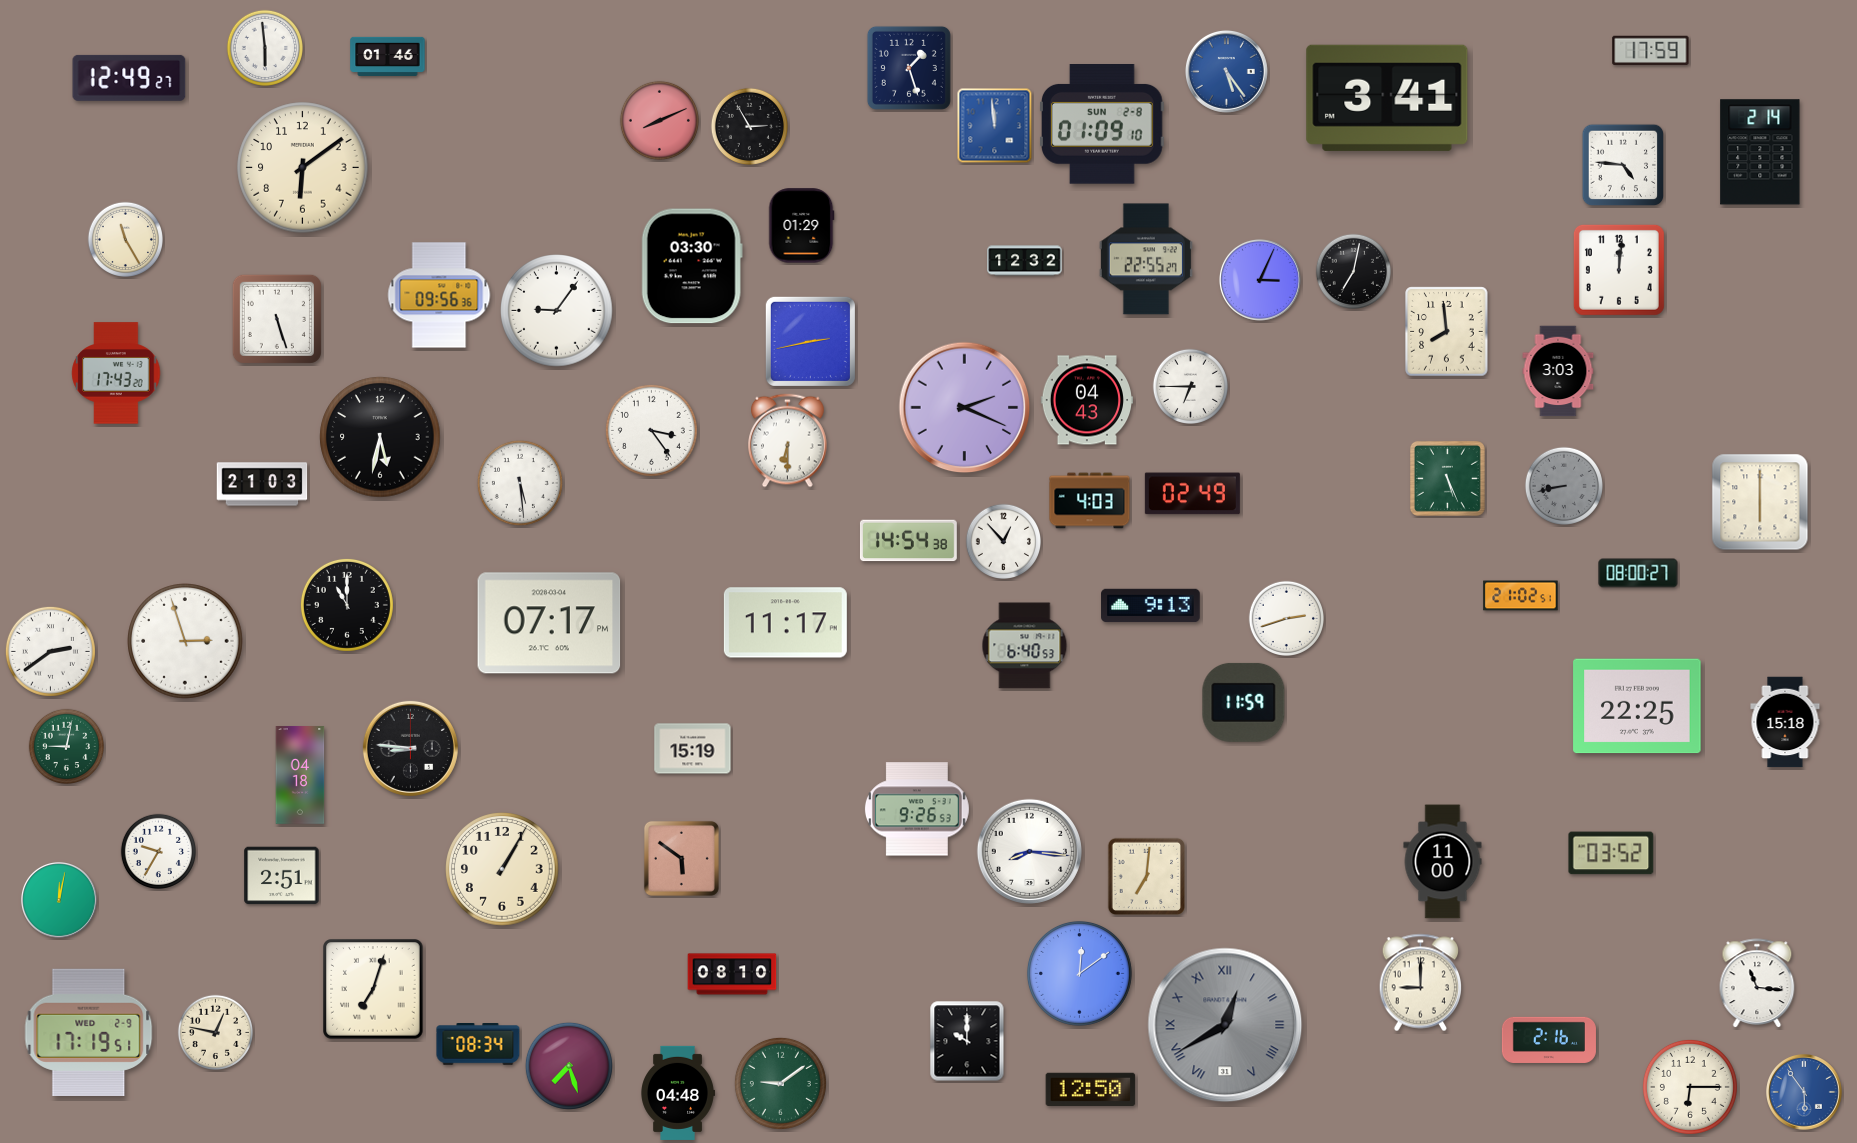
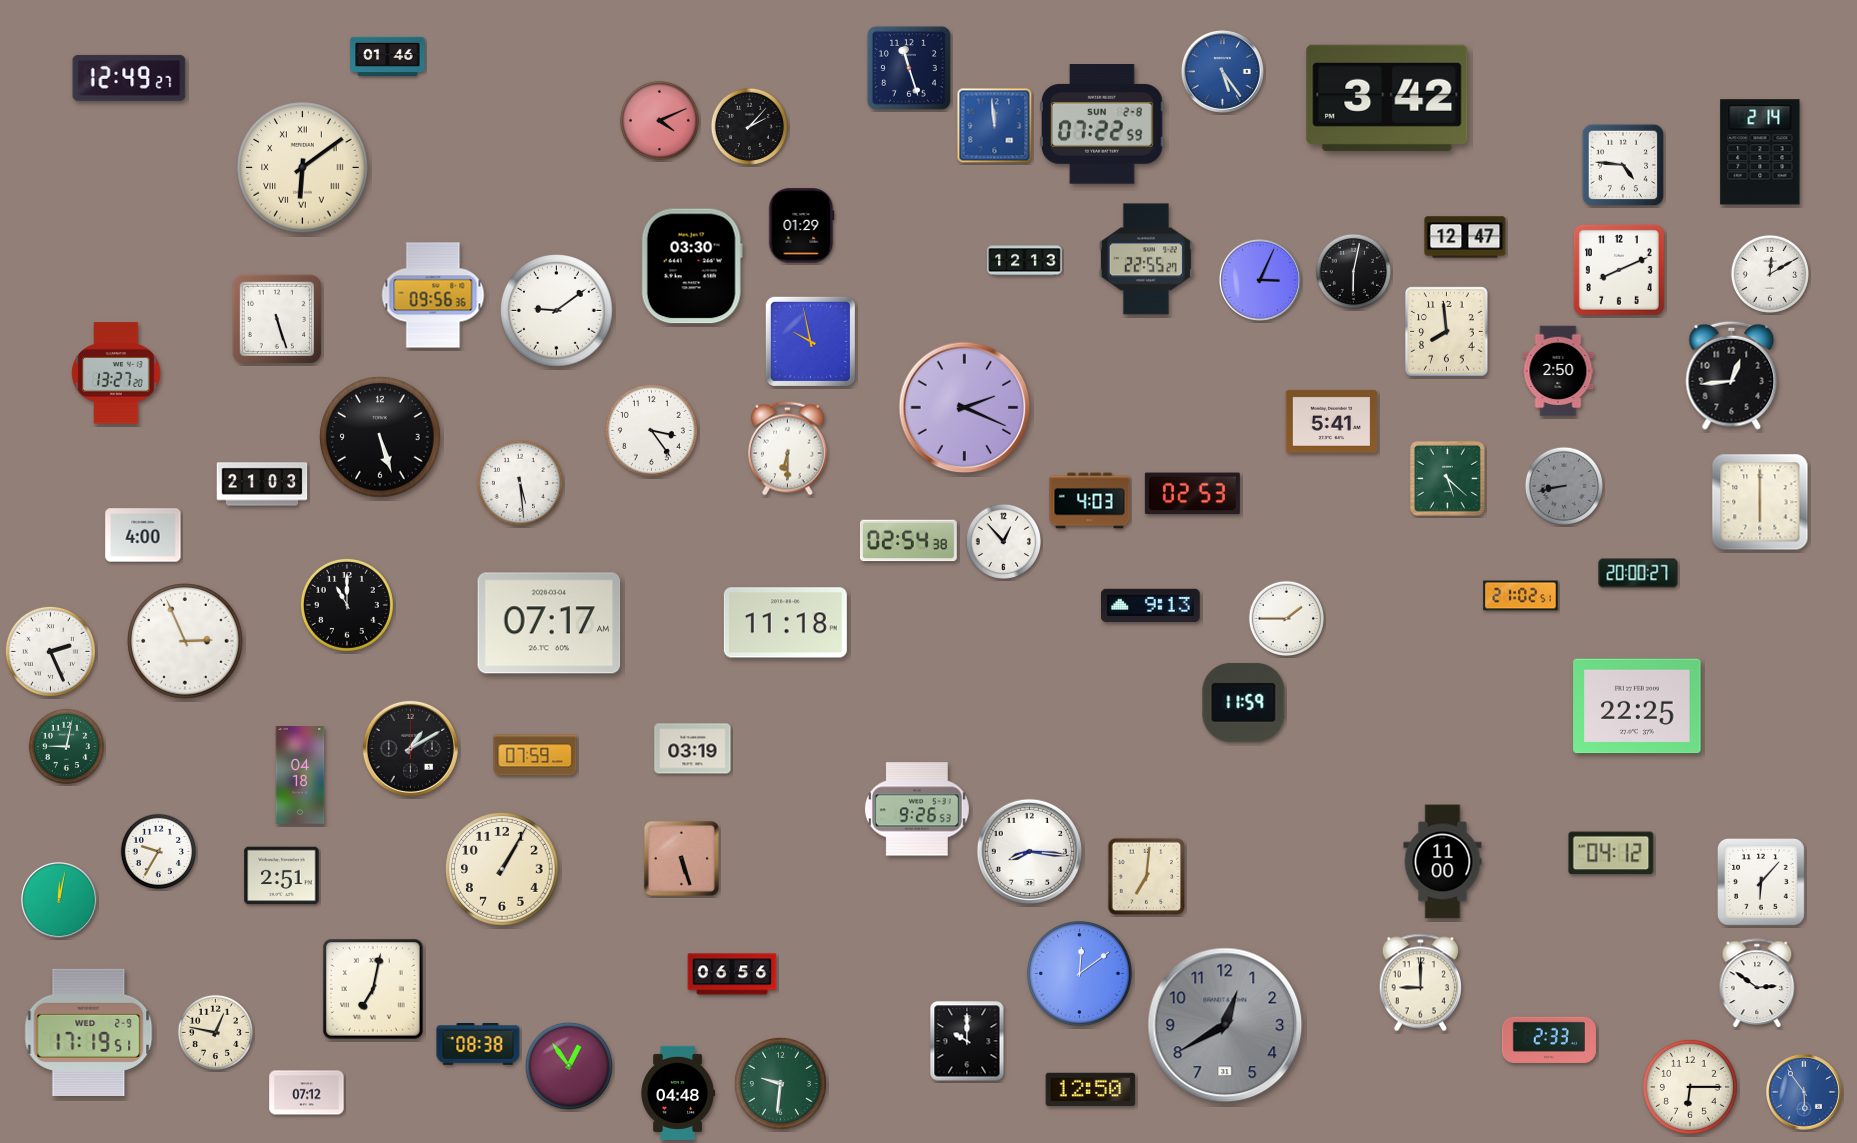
clock at (264, 47): 5:59 -> none
clock at (1651, 50): 17:59 -> none
clock at (909, 68): 1:27 -> 11:27
clock at (1226, 71) position: (1226, 71) -> (1222, 71)
clock at (1387, 98): 3:41 -> 3:42
clock at (659, 120): 8:11 -> 4:11
clock at (1102, 125): 01:09 -> 07:22
clock at (749, 126): 2:55 -> 2:07
clock at (303, 168) numerals: Arabic -> Roman
clock at (1465, 237): none -> 12:47
clock at (125, 239): 11:25 -> none
clock at (1025, 261): 12:32 -> 12:13
clock at (1619, 270): 12:01 -> 8:11
clock at (1353, 271): 7:02 -> 6:02
clock at (1770, 274): none -> 12:10
clock at (439, 295) position: (439, 295) -> (433, 295)
clock at (557, 311): 9:06 -> 9:09
clock at (810, 341): 2:43 -> 9:58
clock at (1558, 371): 3:03 -> 2:50
clock at (116, 373): 17:43 -> 13:27
clock at (1732, 375): none -> 12:44
clock at (1190, 386): 6:45 -> none
clock at (1086, 400): 04:43 -> none
clock at (1332, 421): none -> 5:41
clock at (380, 437): 5:32 -> 5:27
clock at (788, 441) position: (788, 441) -> (788, 449)
clock at (1447, 478): 5:26 -> 5:22
clock at (1192, 494): 02:49 -> 02:53
clock at (143, 535): none -> 4:00
clock at (908, 541): 14:54 -> 02:54
clock at (1638, 573): 08:00 -> 20:00
clock at (1286, 618): 2:42 -> 1:45
clock at (549, 623): 07:17 PM -> 07:17 AM
clock at (785, 623): 11:17 -> 11:18
clock at (185, 641): 2:57 -> 2:56
clock at (1025, 646): 6:40 -> none
clock at (50, 651): 2:39 -> 2:26
clock at (1785, 722): 15:18 -> none
clock at (410, 748): 8:46 -> 1:10
clock at (693, 749): 15:19 -> 03:19
clock at (535, 755): none -> 07:59
clock at (1611, 853): 03:52 -> 04:12
clock at (681, 858): 5:51 -> 5:27
clock at (1762, 883): none -> 6:07
clock at (732, 974): 08:10 -> 06:56
clock at (1757, 984): 11:16 -> 2:51
clock at (373, 989): 7:03 -> 7:02
clock at (1225, 1025) numerals: Roman -> Arabic
clock at (1549, 1040): 2:16 -> 2:33
clock at (478, 1045): 08:34 -> 08:38
clock at (569, 1066): 7:27 -> 12:54
clock at (780, 1083): 9:09 -> 9:31
clock at (307, 1093): none -> 07:12
